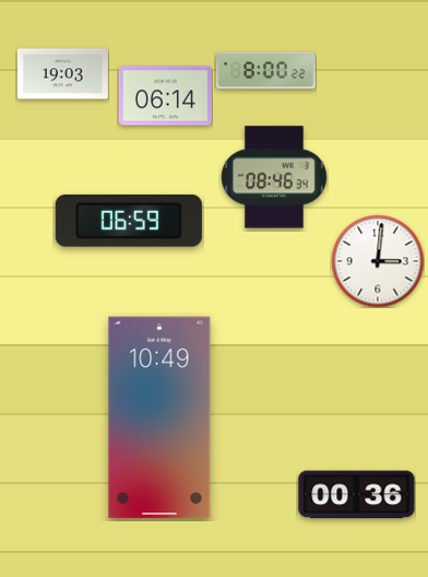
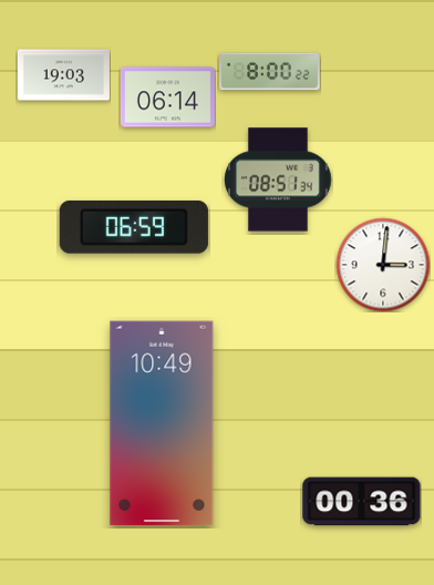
clock at (274, 177): 08:46 -> 08:51
clock at (129, 221) position: (129, 221) -> (134, 227)
